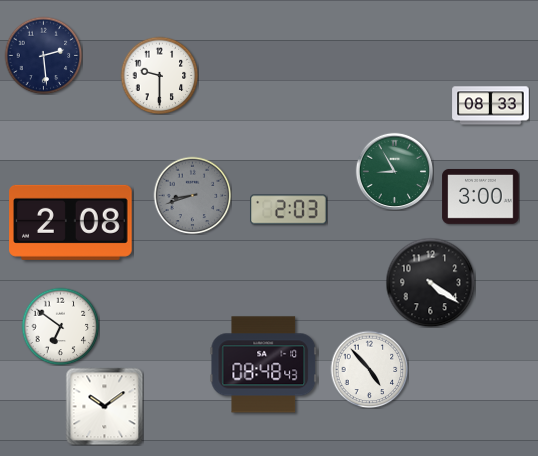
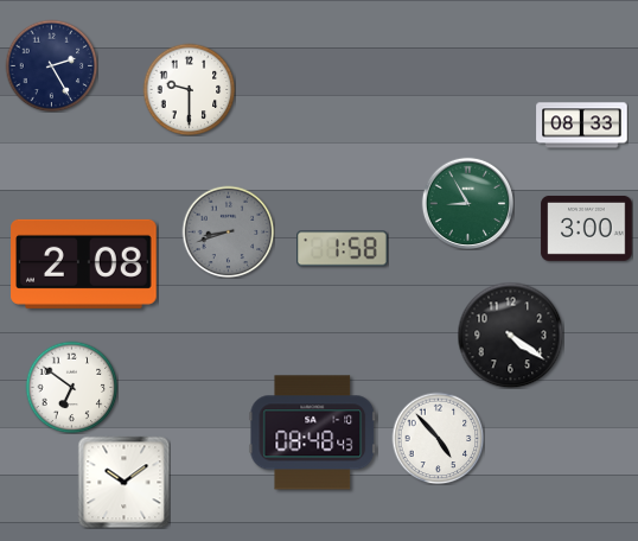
clock at (43, 55): 2:29 -> 2:25
clock at (481, 196) position: (481, 196) -> (587, 228)
clock at (289, 210): 2:03 -> 1:58
